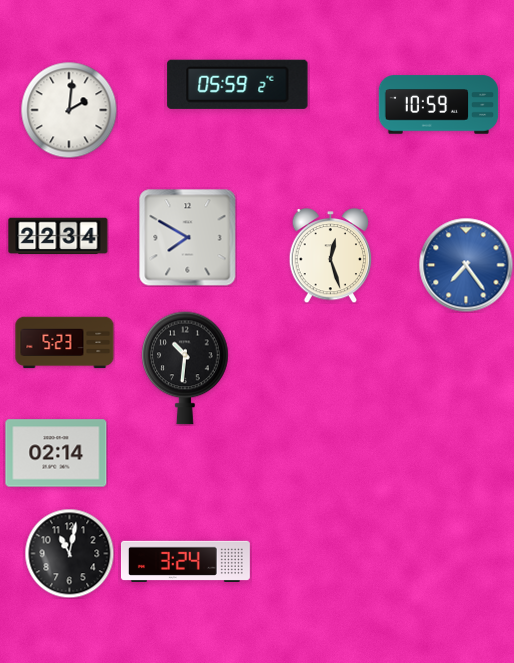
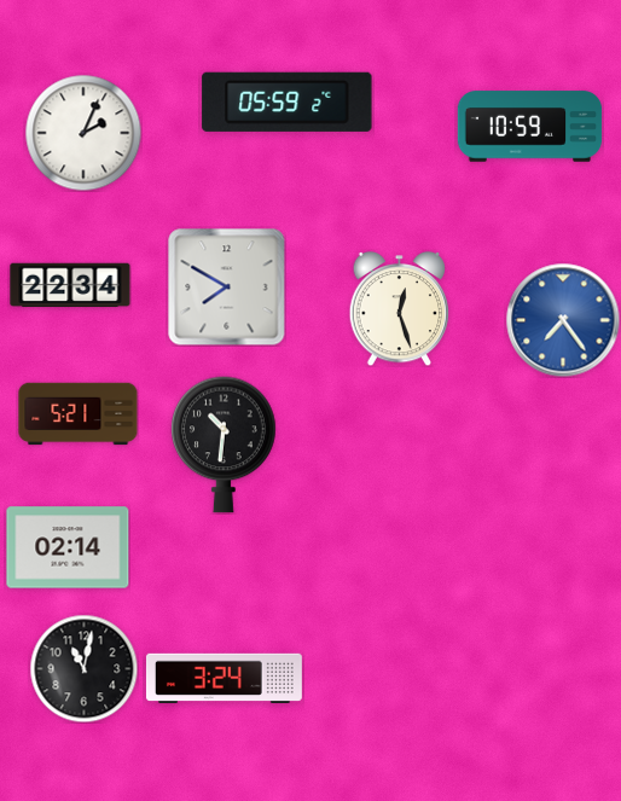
clock at (69, 110): 2:01 -> 2:04
clock at (65, 343): 5:23 -> 5:21
